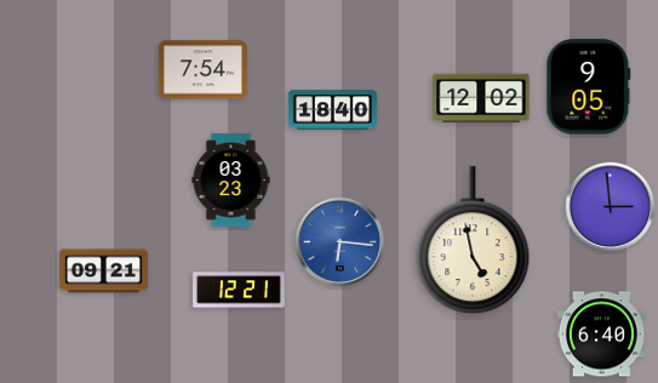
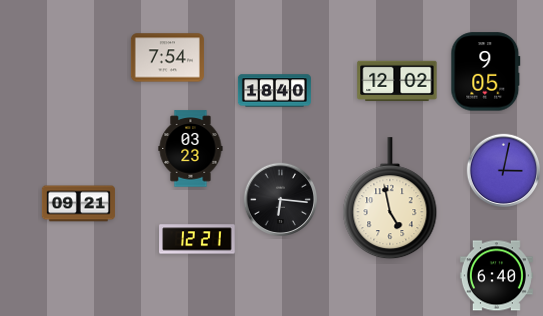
clock at (611, 207): 2:59 -> 3:02
clock at (341, 242) dial: blue -> black
clock at (103, 271) position: (103, 271) -> (78, 204)
